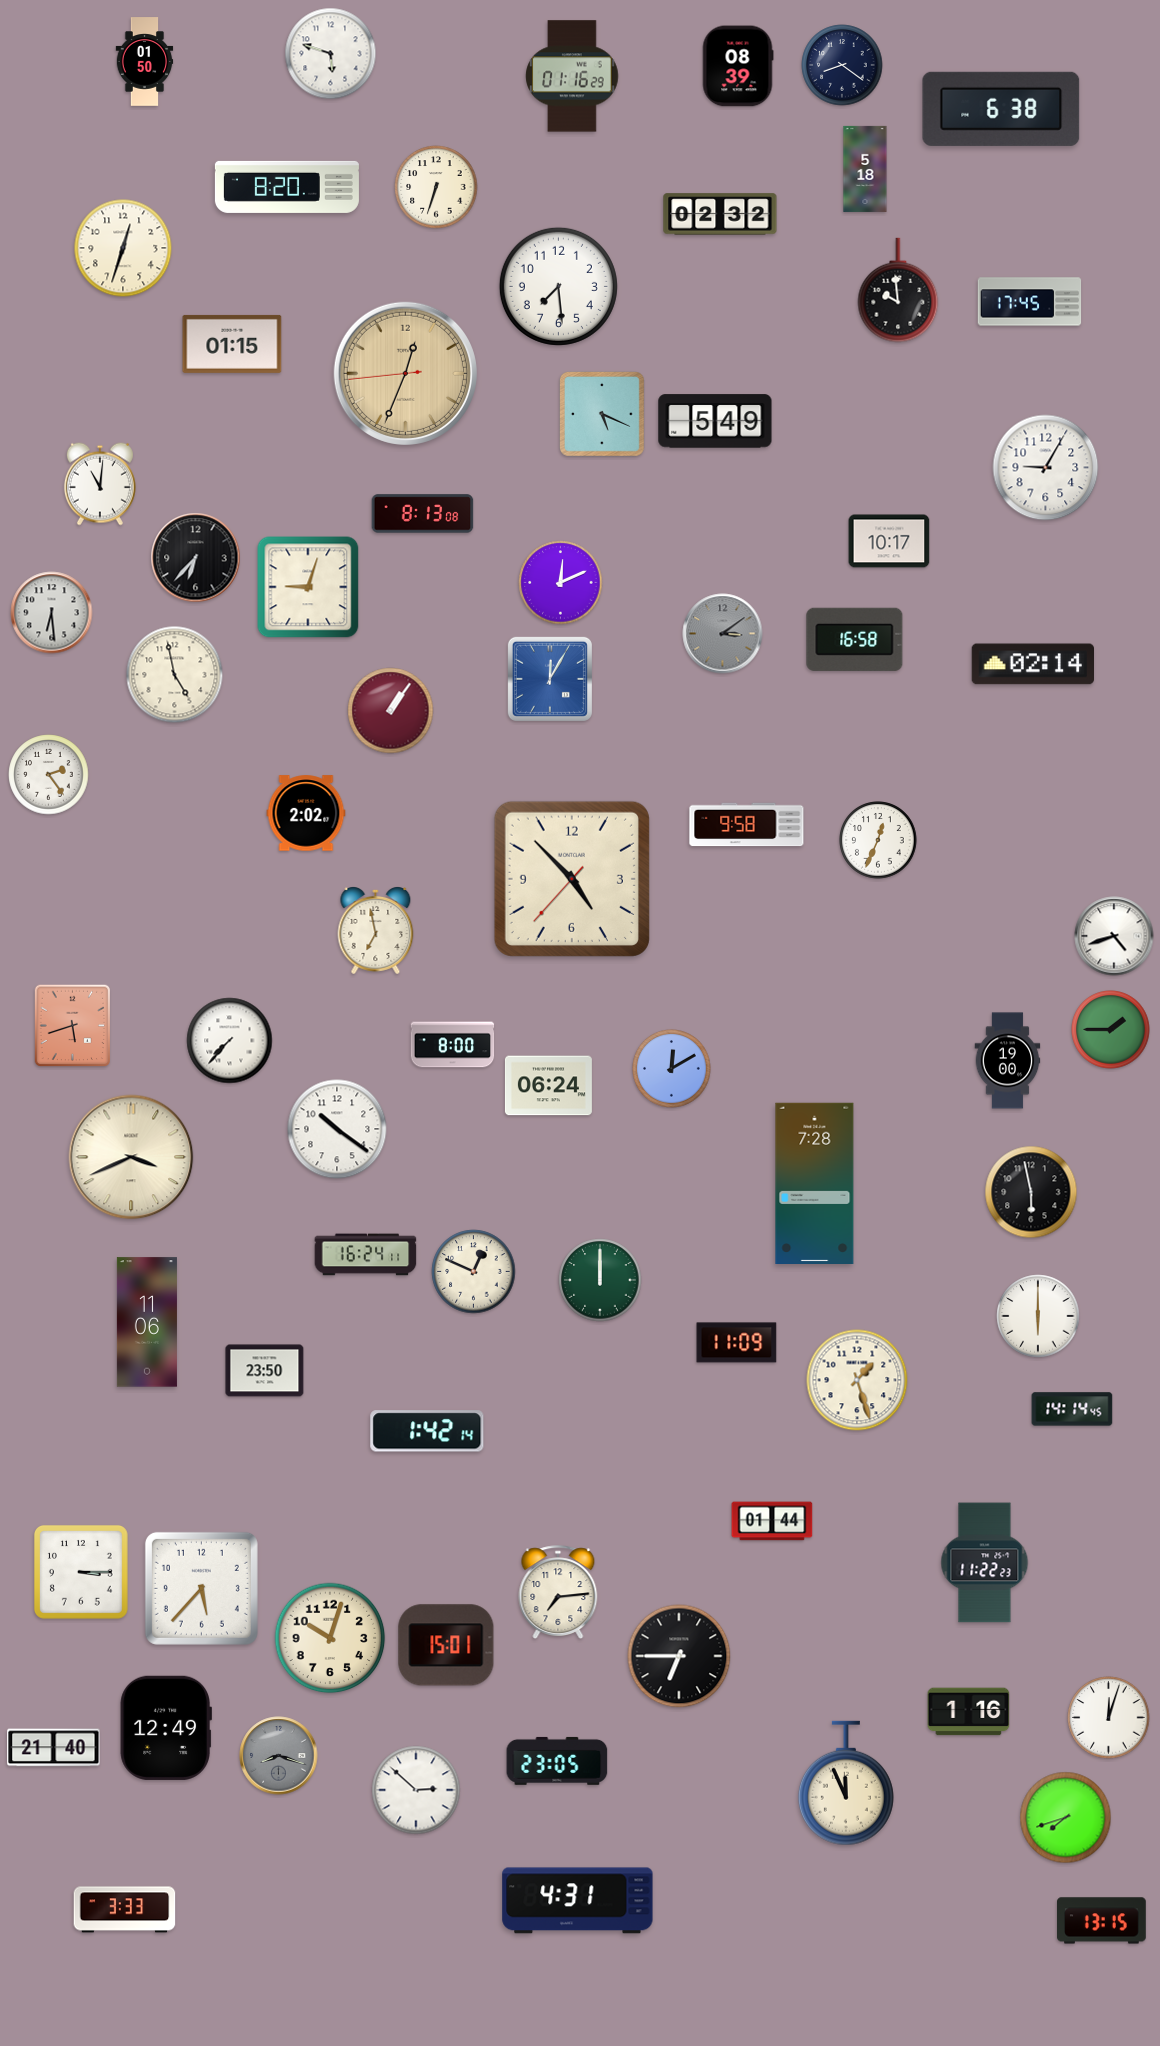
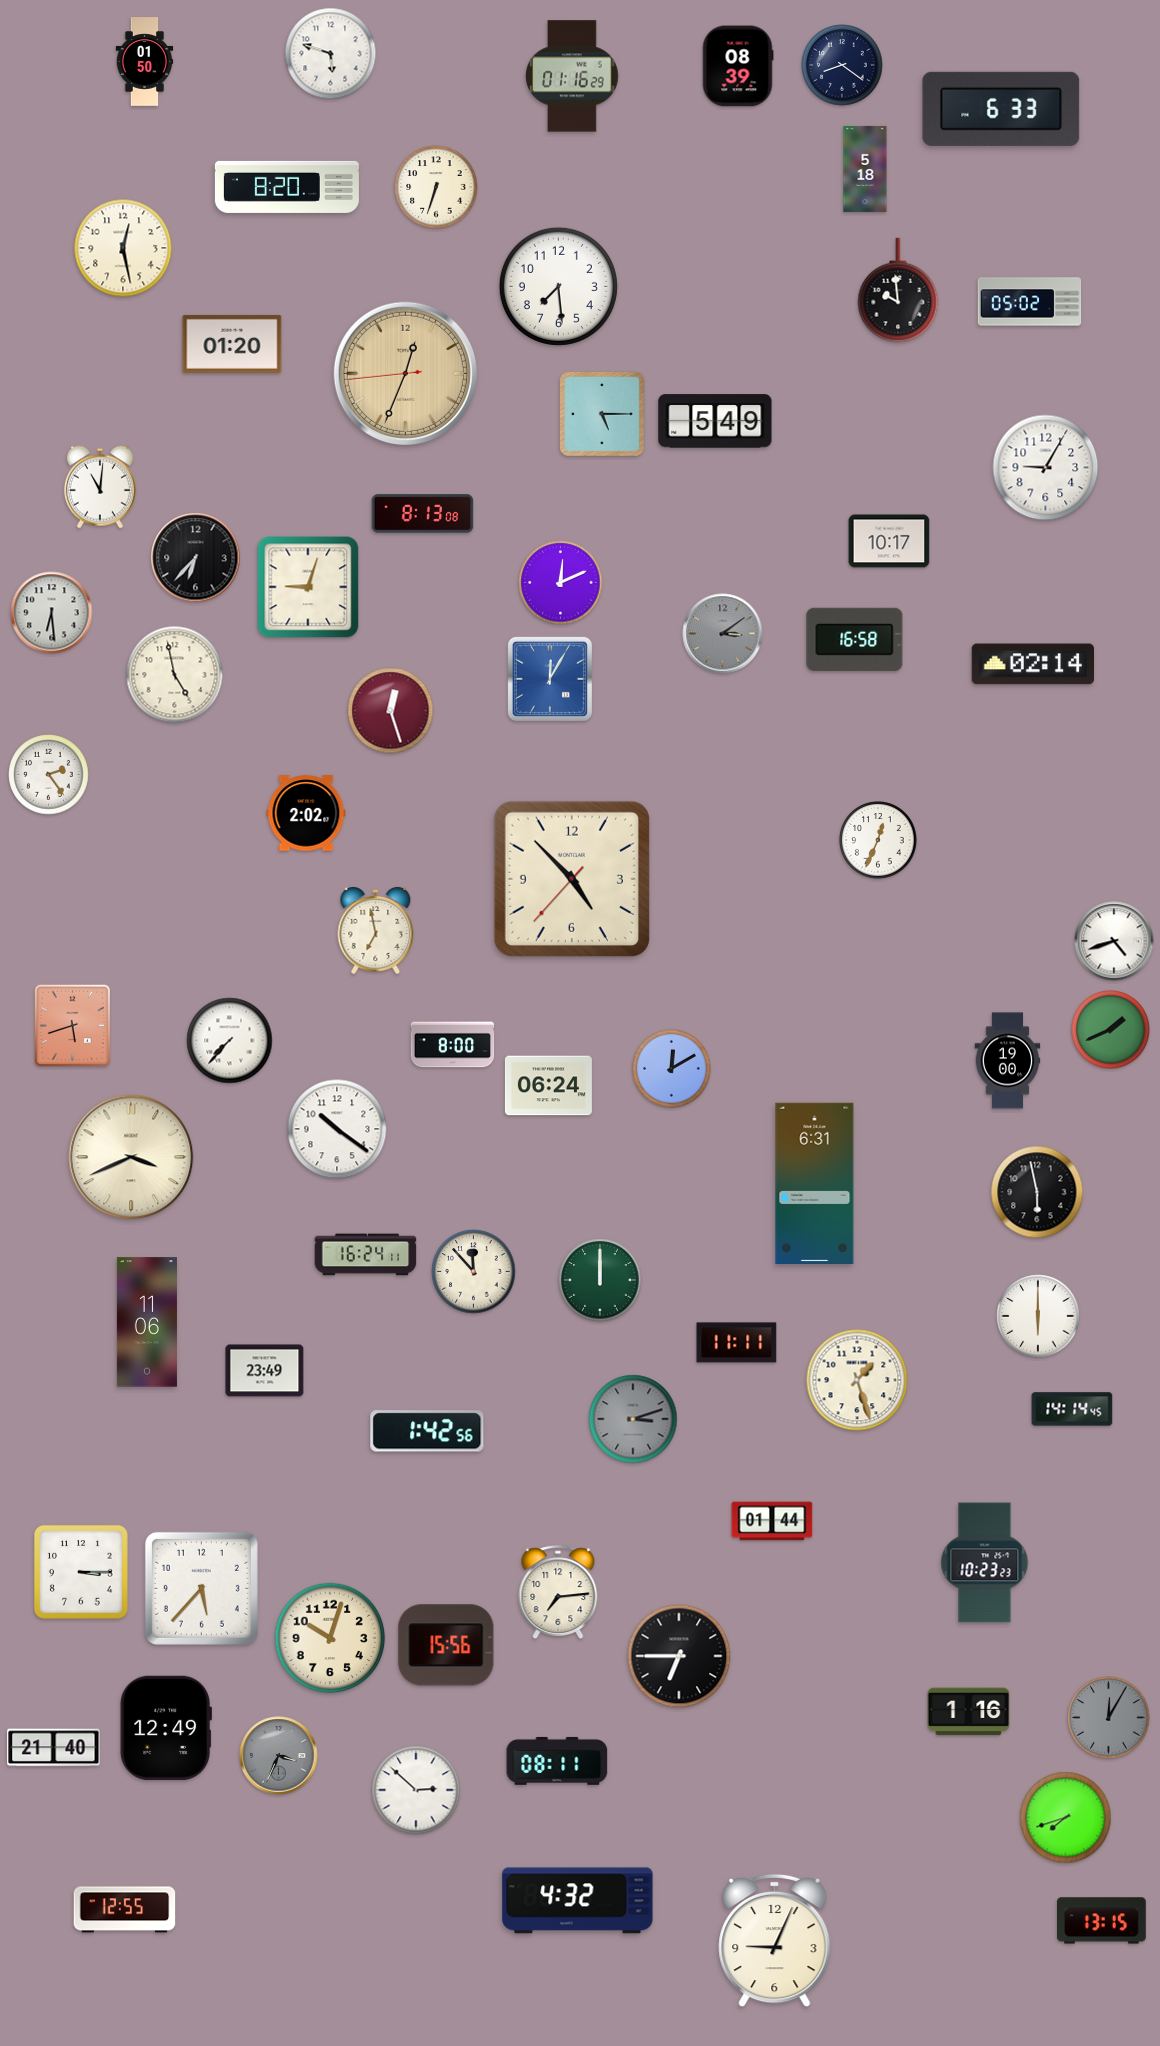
clock at (1001, 109): 6:38 -> 6:33
clock at (720, 214): 02:32 -> none
clock at (123, 248): 12:33 -> 12:28
clock at (1030, 302): 17:45 -> 05:02
clock at (232, 344): 01:15 -> 01:20
clock at (603, 415): 5:19 -> 5:15
clock at (100, 484) position: (100, 484) -> (100, 487)
clock at (391, 711): 1:06 -> 12:27
clock at (747, 825): 9:58 -> none
clock at (1114, 936) position: (1114, 936) -> (1114, 941)
clock at (1111, 1030): 1:45 -> 1:41
clock at (815, 1183): 7:28 -> 6:31
clock at (1031, 1192) position: (1031, 1192) -> (1037, 1192)
clock at (474, 1272): 12:49 -> 11:53
clock at (737, 1343): 11:09 -> 11:11
clock at (265, 1371): 23:50 -> 23:49
clock at (633, 1419): none -> 3:12
clock at (427, 1431): 1:42:14 -> 1:42:56
clock at (985, 1563): 11:22 -> 10:23
clock at (446, 1645): 15:01 -> 15:56
clock at (1109, 1718): 12:03 -> 12:05
clock at (1109, 1718) dial: white -> grey
clock at (279, 1756): 8:18 -> 3:34
clock at (557, 1761): 23:05 -> 08:11
clock at (846, 1783): 11:56 -> none
clock at (578, 1901): 4:31 -> 4:32
clock at (125, 1910): 3:33 -> 12:55
clock at (775, 1941): none -> 9:04
